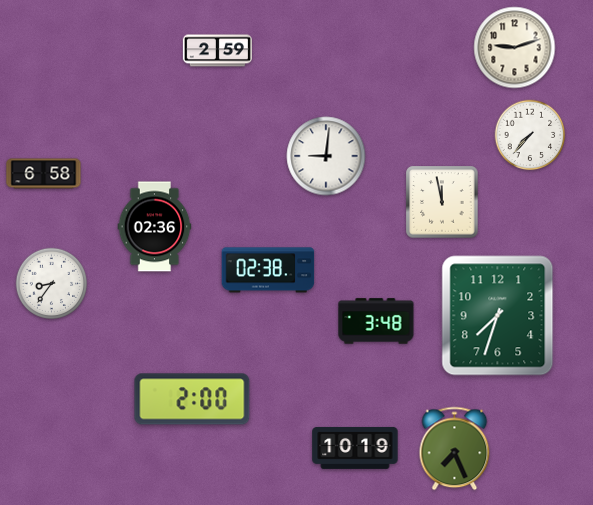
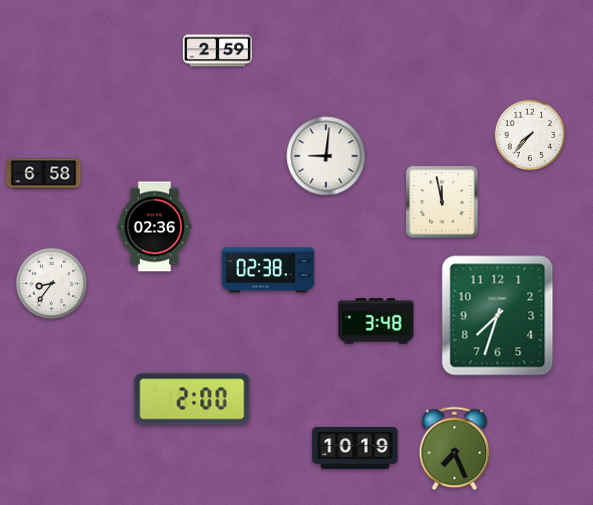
clock at (515, 48): 9:12 -> none
